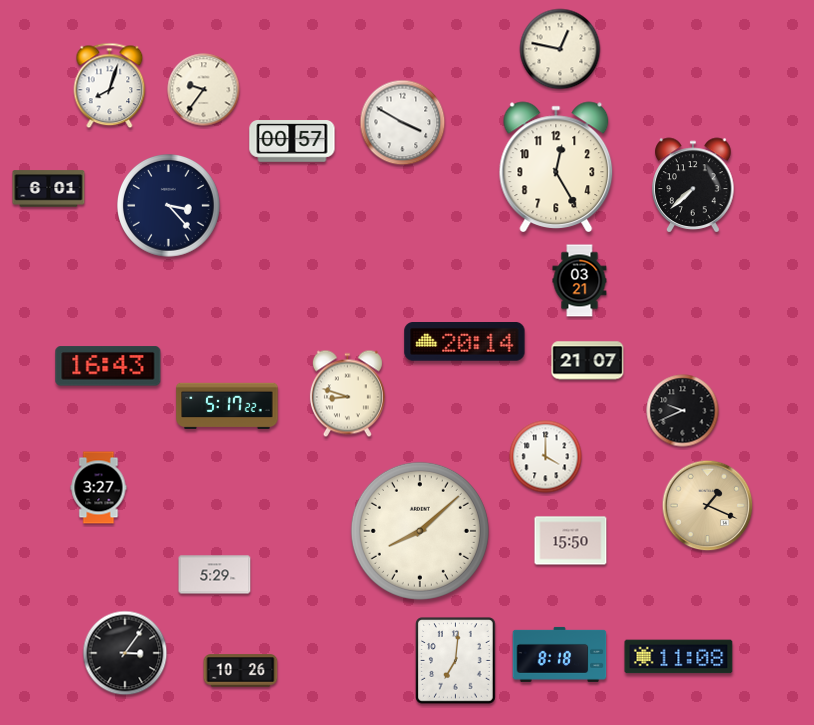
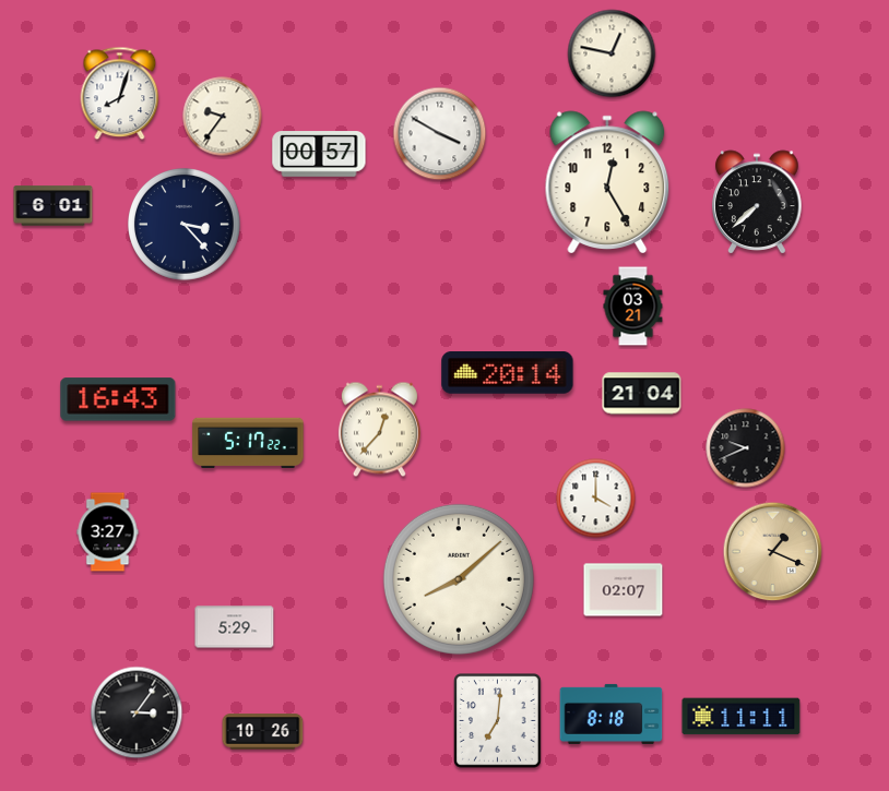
clock at (204, 90) position: (204, 90) -> (223, 117)
clock at (588, 361): 21:07 -> 21:04
clock at (347, 394): 8:48 -> 12:37
clock at (571, 541): 15:50 -> 02:07
clock at (679, 657): 11:08 -> 11:11
